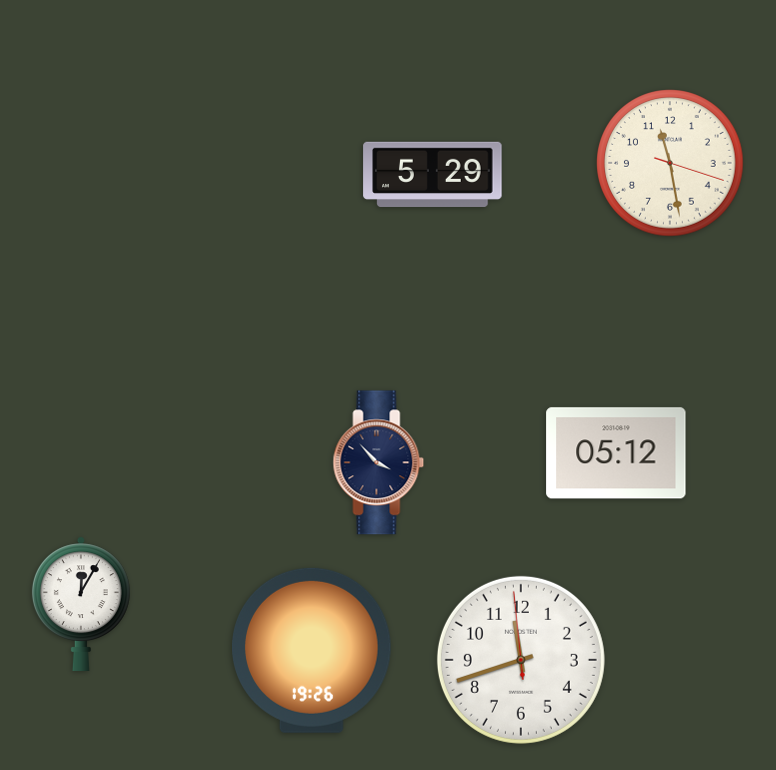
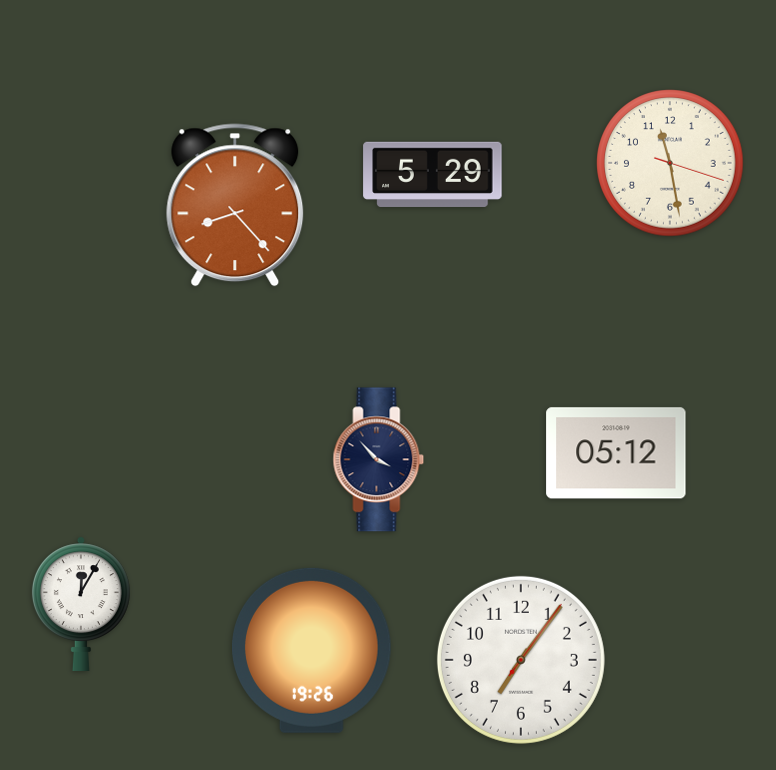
clock at (235, 205): none -> 8:23
clock at (379, 463) position: (379, 463) -> (379, 460)
clock at (521, 660): 11:41 -> 7:06
